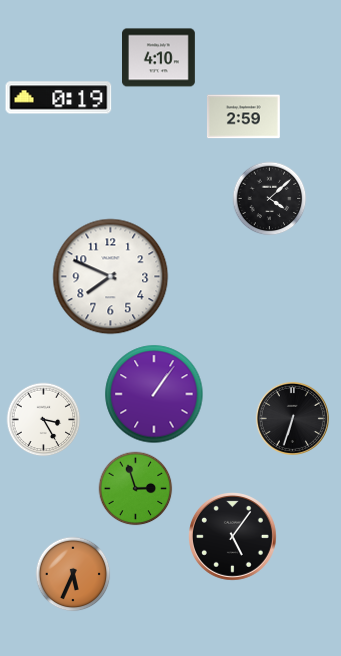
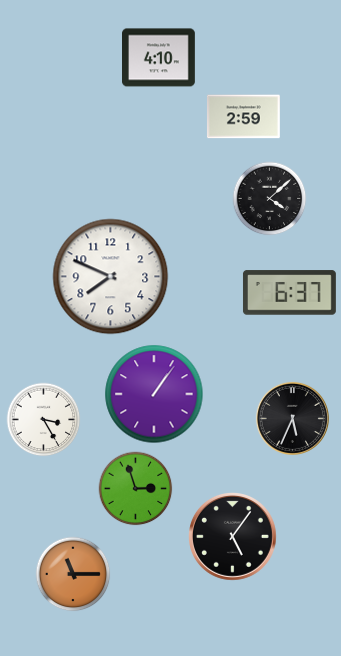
clock at (59, 98): 0:19 -> none
clock at (289, 293): none -> 6:37
clock at (292, 418): 6:33 -> 5:34
clock at (73, 574): 5:34 -> 11:15
